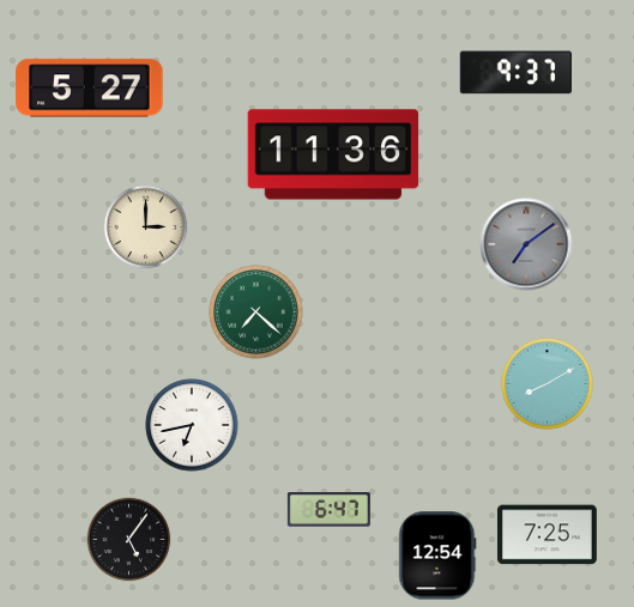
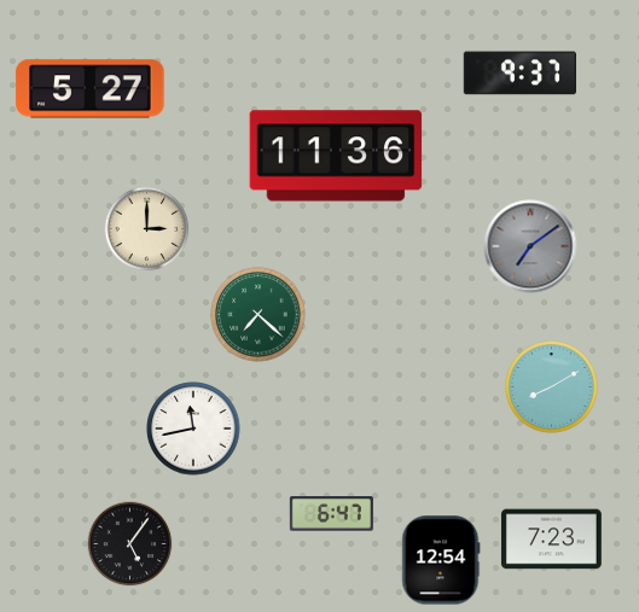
clock at (192, 425): 6:43 -> 11:43
clock at (547, 535): 7:25 -> 7:23
